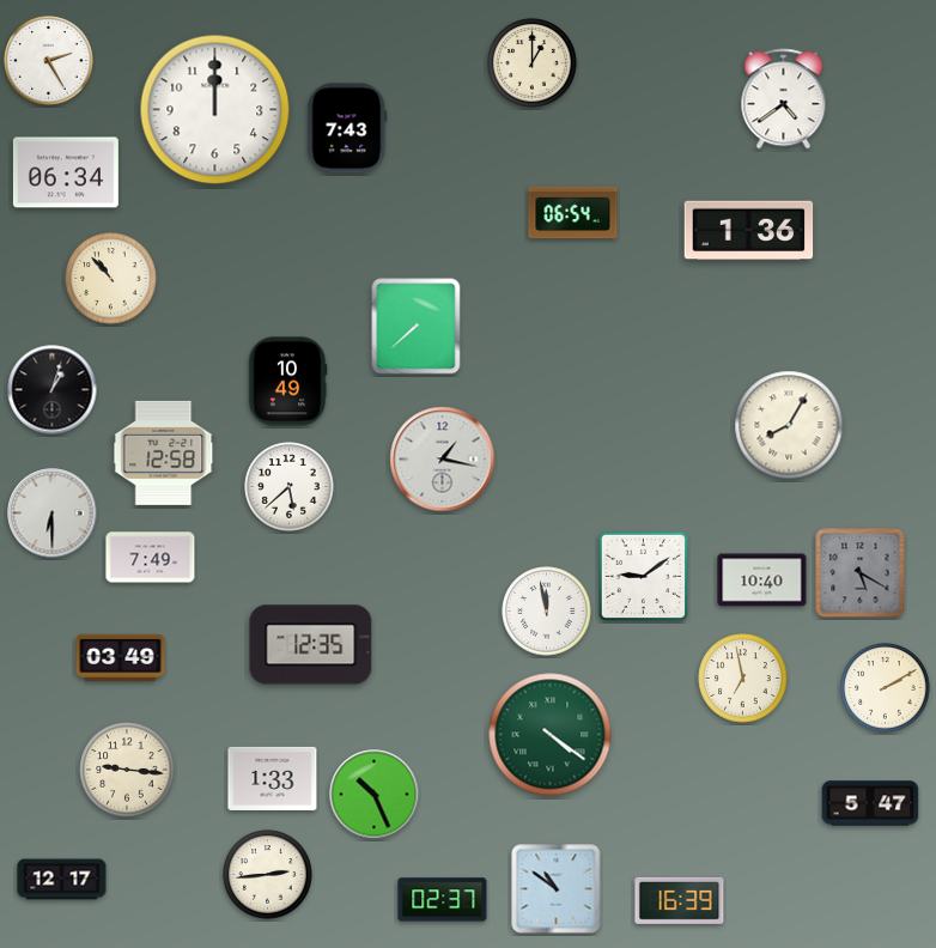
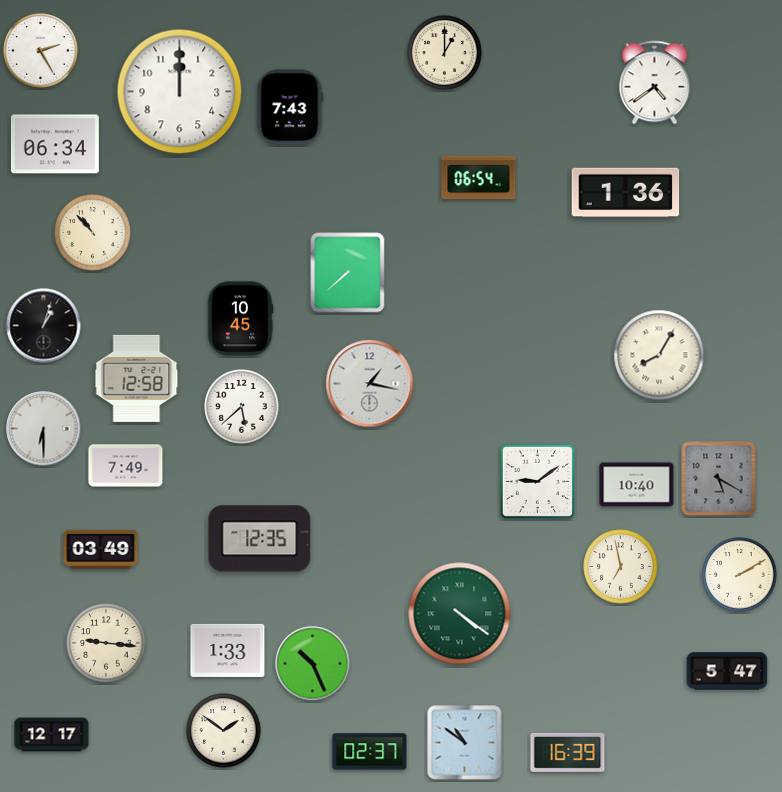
clock at (287, 382): 10:49 -> 10:45
clock at (547, 612): 11:58 -> none
clock at (268, 875): 2:44 -> 1:51
